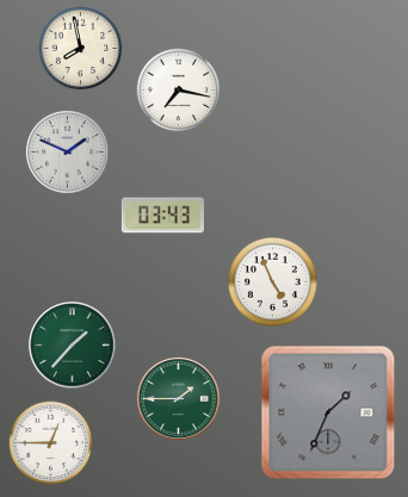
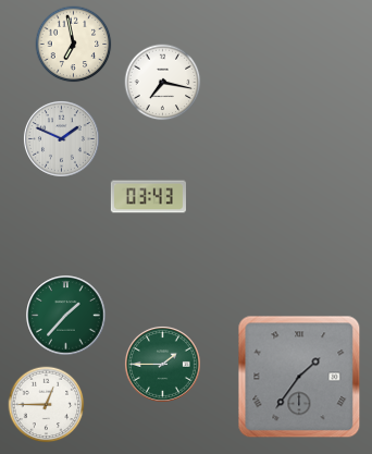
clock at (81, 49): 7:58 -> 6:58
clock at (272, 281): 4:56 -> none
clock at (328, 412): 1:34 -> 1:36
